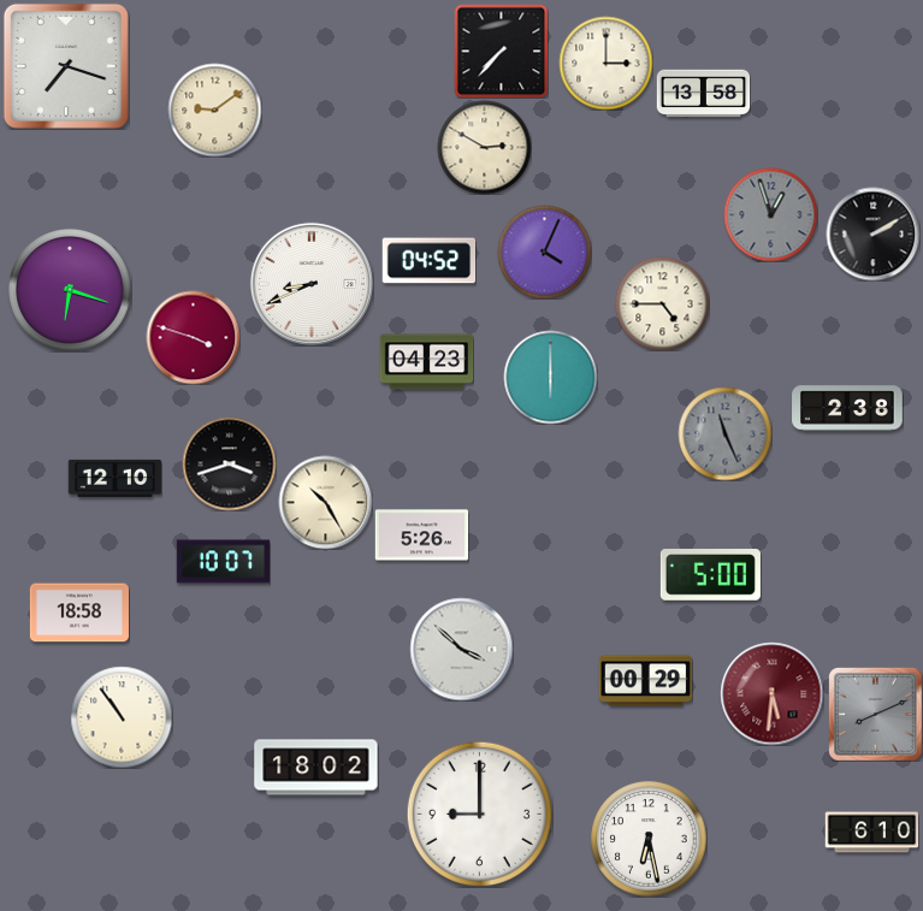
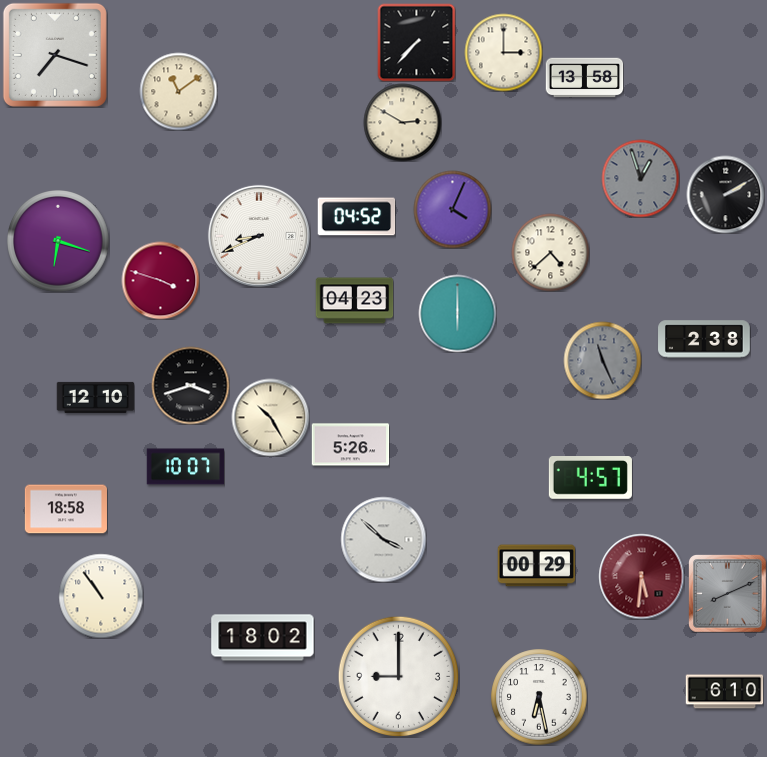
clock at (214, 110): 9:09 -> 11:09
clock at (662, 303): 4:45 -> 4:38
clock at (710, 575): 5:00 -> 4:57
